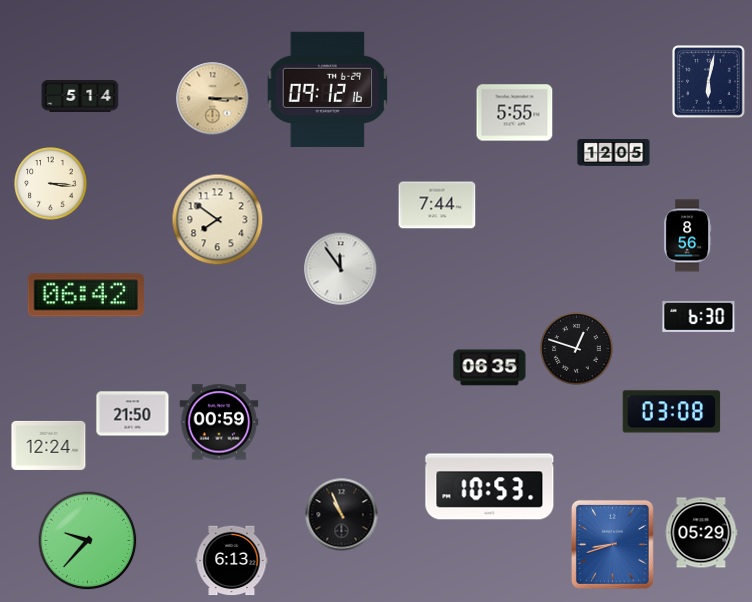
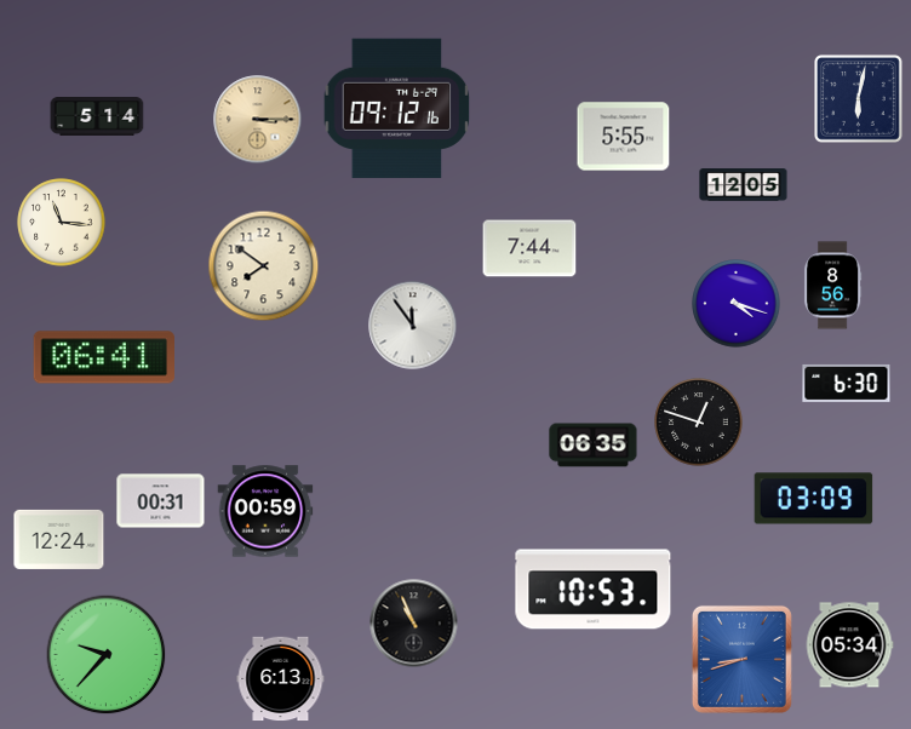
clock at (51, 184): 3:16 -> 11:16
clock at (737, 304): none -> 4:18
clock at (85, 295): 06:42 -> 06:41
clock at (672, 412): 03:08 -> 03:09
clock at (133, 414): 21:50 -> 00:31
clock at (701, 533): 05:29 -> 05:34
